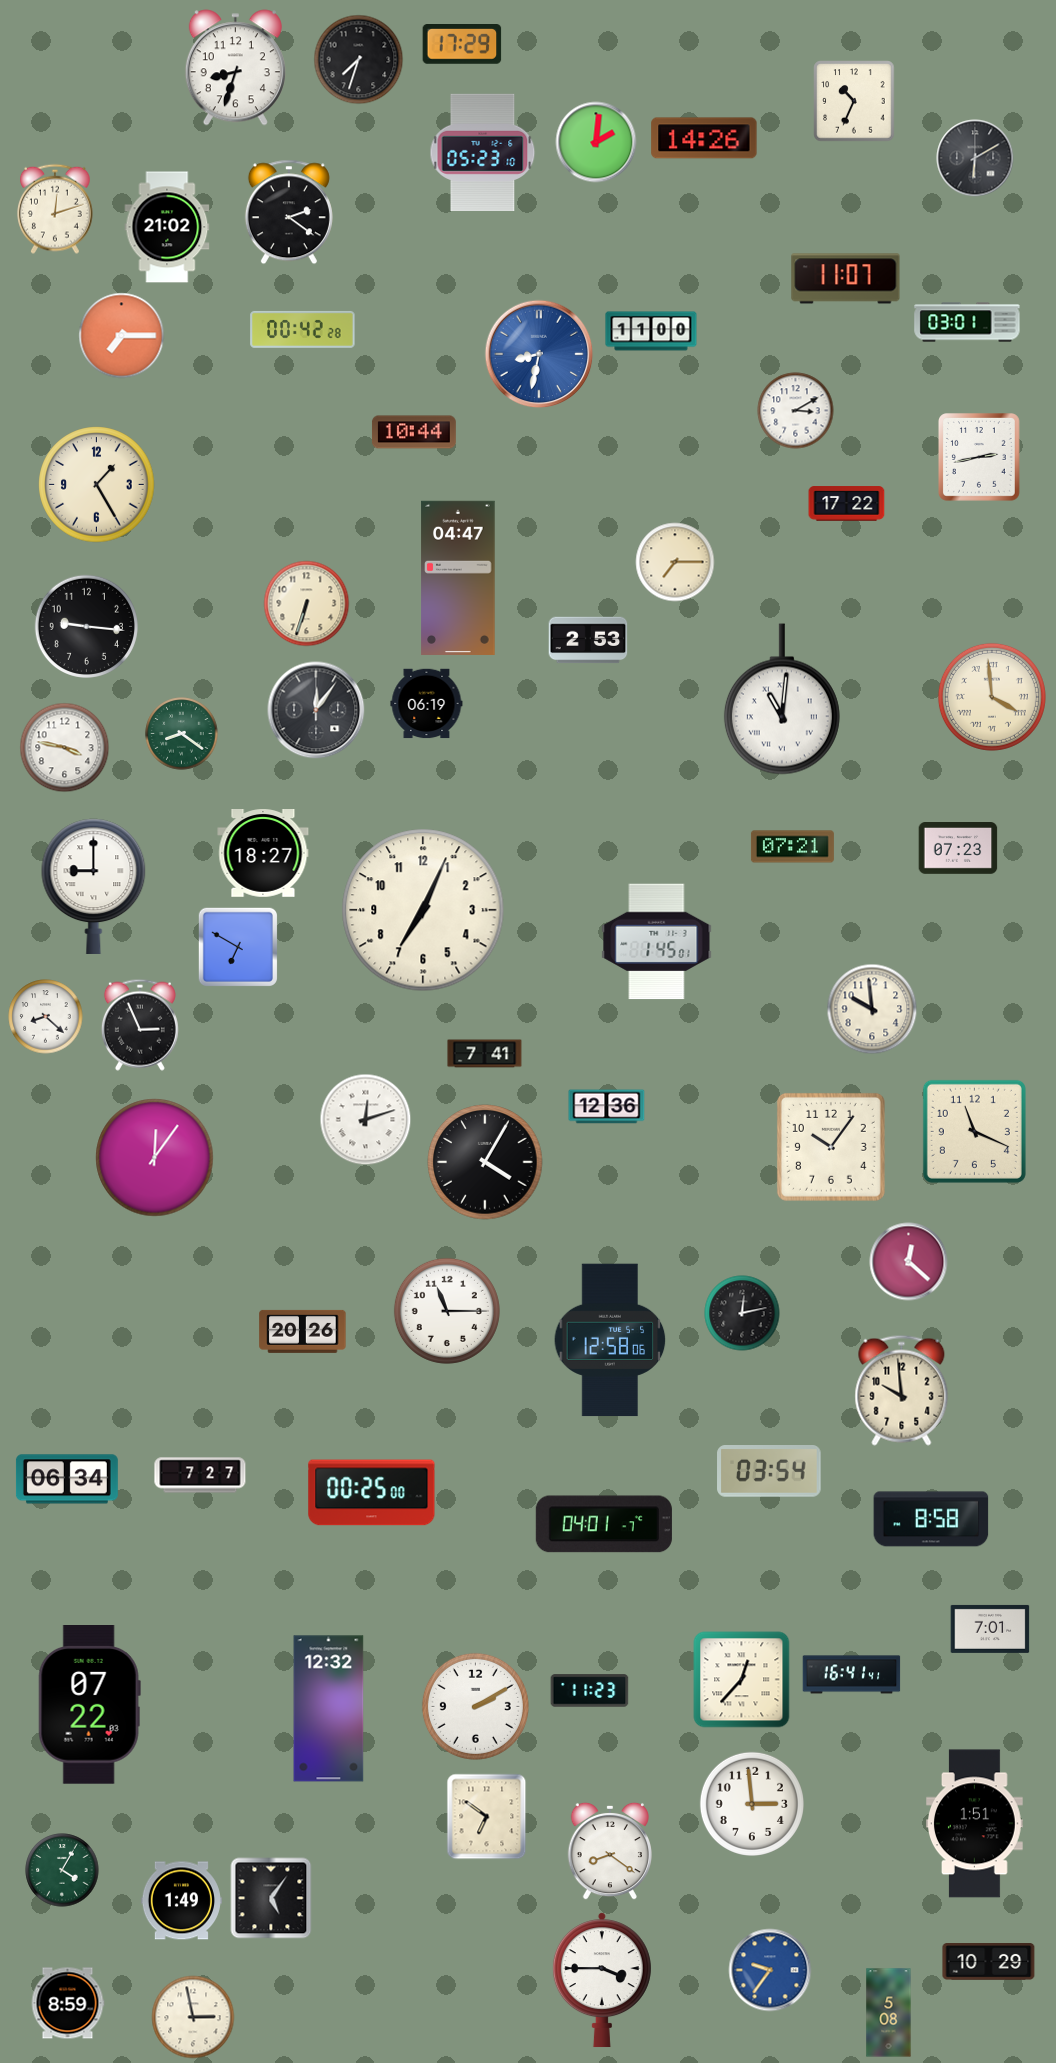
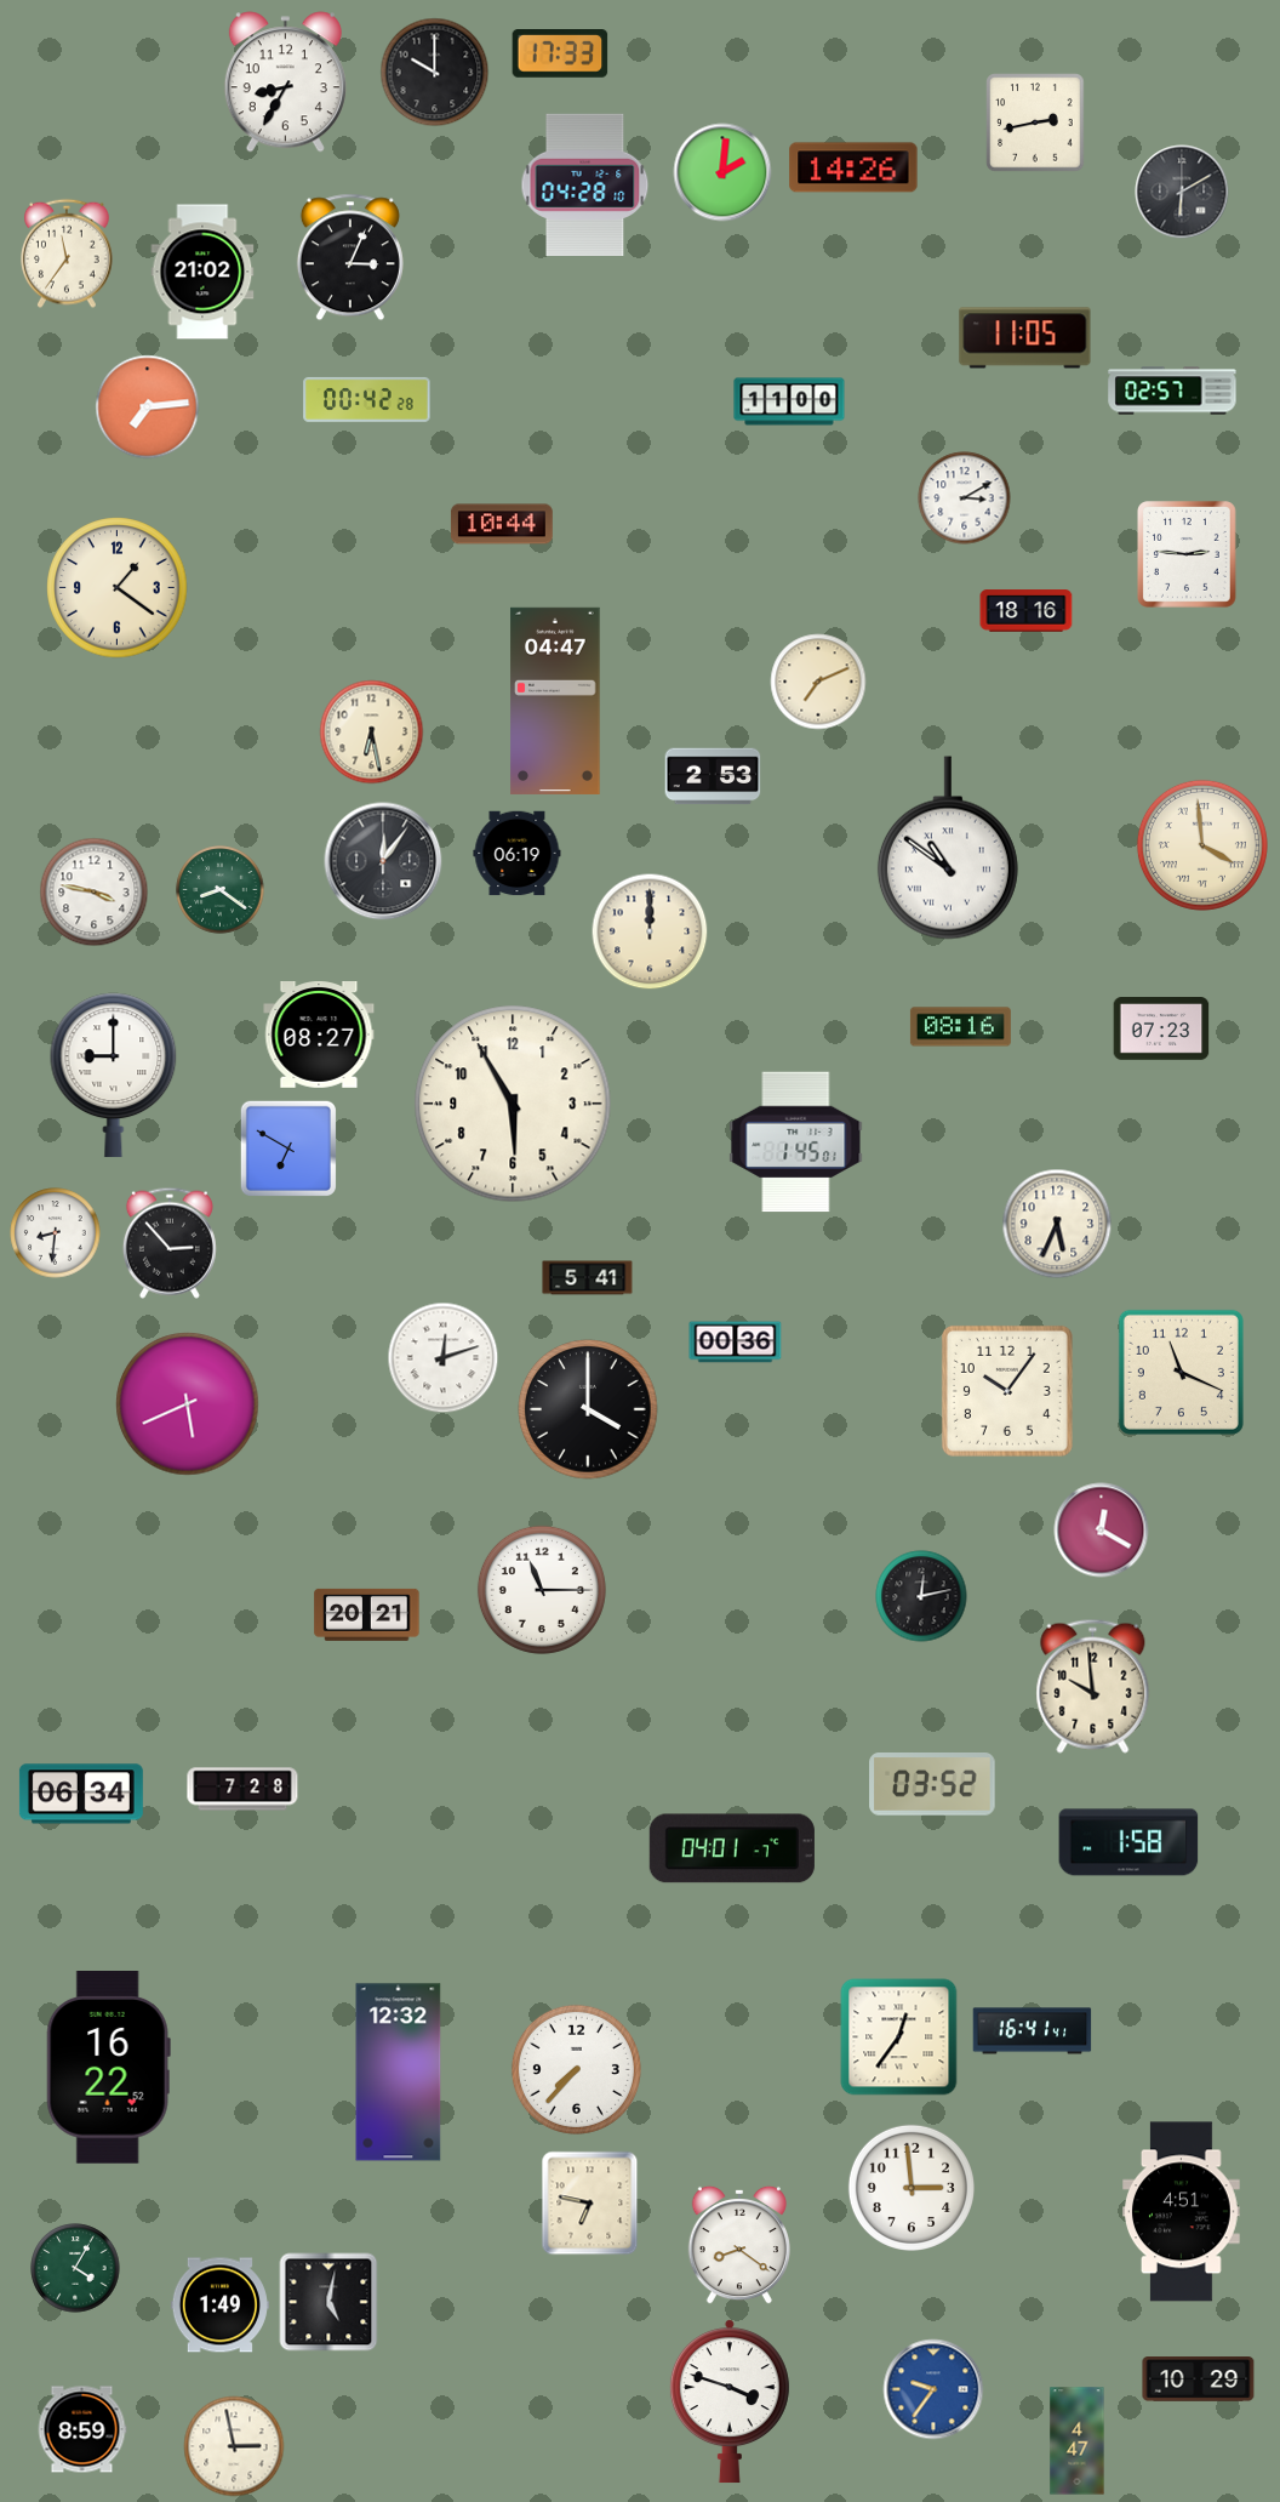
clock at (462, 45): 17:29 -> 17:33
clock at (359, 60): 7:33 -> 10:00
clock at (235, 68): 8:33 -> 8:35
clock at (854, 101): 10:34 -> 2:43
clock at (483, 152): 05:23 -> 04:28
clock at (56, 209): 12:12 -> 11:36
clock at (289, 212): 2:21 -> 3:04
clock at (167, 227) position: (167, 227) -> (202, 272)
clock at (846, 279): 11:07 -> 11:05
clock at (967, 322): 03:01 -> 02:57
clock at (122, 336): 7:15 -> 7:14
clock at (539, 354): 8:32 -> none
clock at (980, 458): 2:43 -> 2:46
clock at (97, 485): 1:25 -> 1:21
clock at (847, 504): 17:22 -> 18:16
clock at (675, 562): 7:15 -> 7:11
clock at (307, 604): 6:33 -> 6:28
clock at (86, 626): 9:16 -> none
clock at (782, 699): 11:01 -> 10:51
clock at (65, 748) position: (65, 748) -> (95, 893)
clock at (650, 931): none -> 12:00
clock at (792, 847): 07:21 -> 08:16
clock at (263, 854): 18:27 -> 08:27
clock at (423, 910): 7:04 -> 5:55
clock at (872, 1009): 9:59 -> 5:34
clock at (46, 1017): 8:22 -> 8:31
clock at (140, 1025): 2:56 -> 2:53
clock at (485, 1054): 7:41 -> 5:41
clock at (607, 1107): 12:36 -> 00:36
clock at (155, 1158): 12:06 -> 5:41
clock at (485, 1162): 4:05 -> 4:00
clock at (909, 1262): 12:22 -> 12:20
clock at (742, 1313) position: (742, 1313) -> (921, 1596)
clock at (303, 1331): 20:26 -> 20:21
clock at (610, 1340): 12:58 -> none
clock at (769, 1471): 03:54 -> 03:52
clock at (200, 1475): 7:27 -> 7:28
clock at (372, 1493): 00:25 -> none
clock at (931, 1519): 8:58 -> 1:58
clock at (990, 1629): 7:01 -> none
clock at (742, 1680): 12:37 -> 12:36
clock at (590, 1691): 11:23 -> none
clock at (89, 1705): 07:22 -> 16:22
clock at (475, 1706): 2:10 -> 7:37
clock at (487, 1817): 6:51 -> 6:47
clock at (975, 1824): 1:51 -> 4:51
clock at (271, 1898): 5:06 -> 5:02
clock at (602, 1980): 3:45 -> 3:48
clock at (889, 2013): 5:08 -> 4:47
